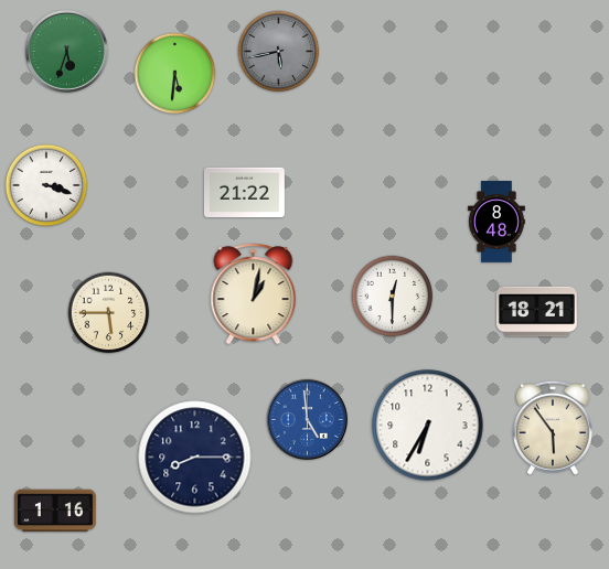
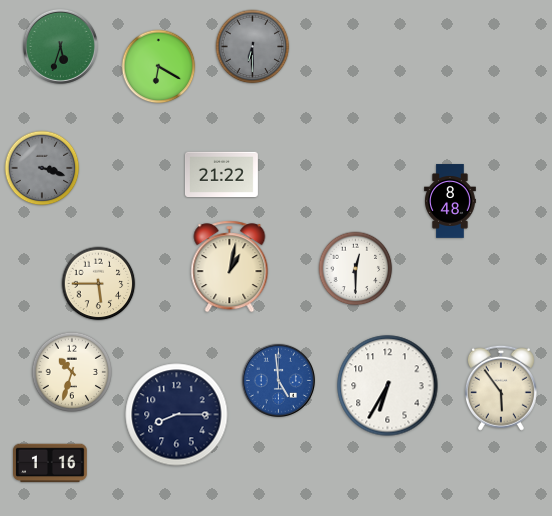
clock at (279, 52): 5:43 -> 6:30
clock at (175, 74): 5:31 -> 6:20
clock at (46, 185) dial: white -> grey
clock at (536, 312): 18:21 -> none
clock at (72, 372): none -> 10:33
